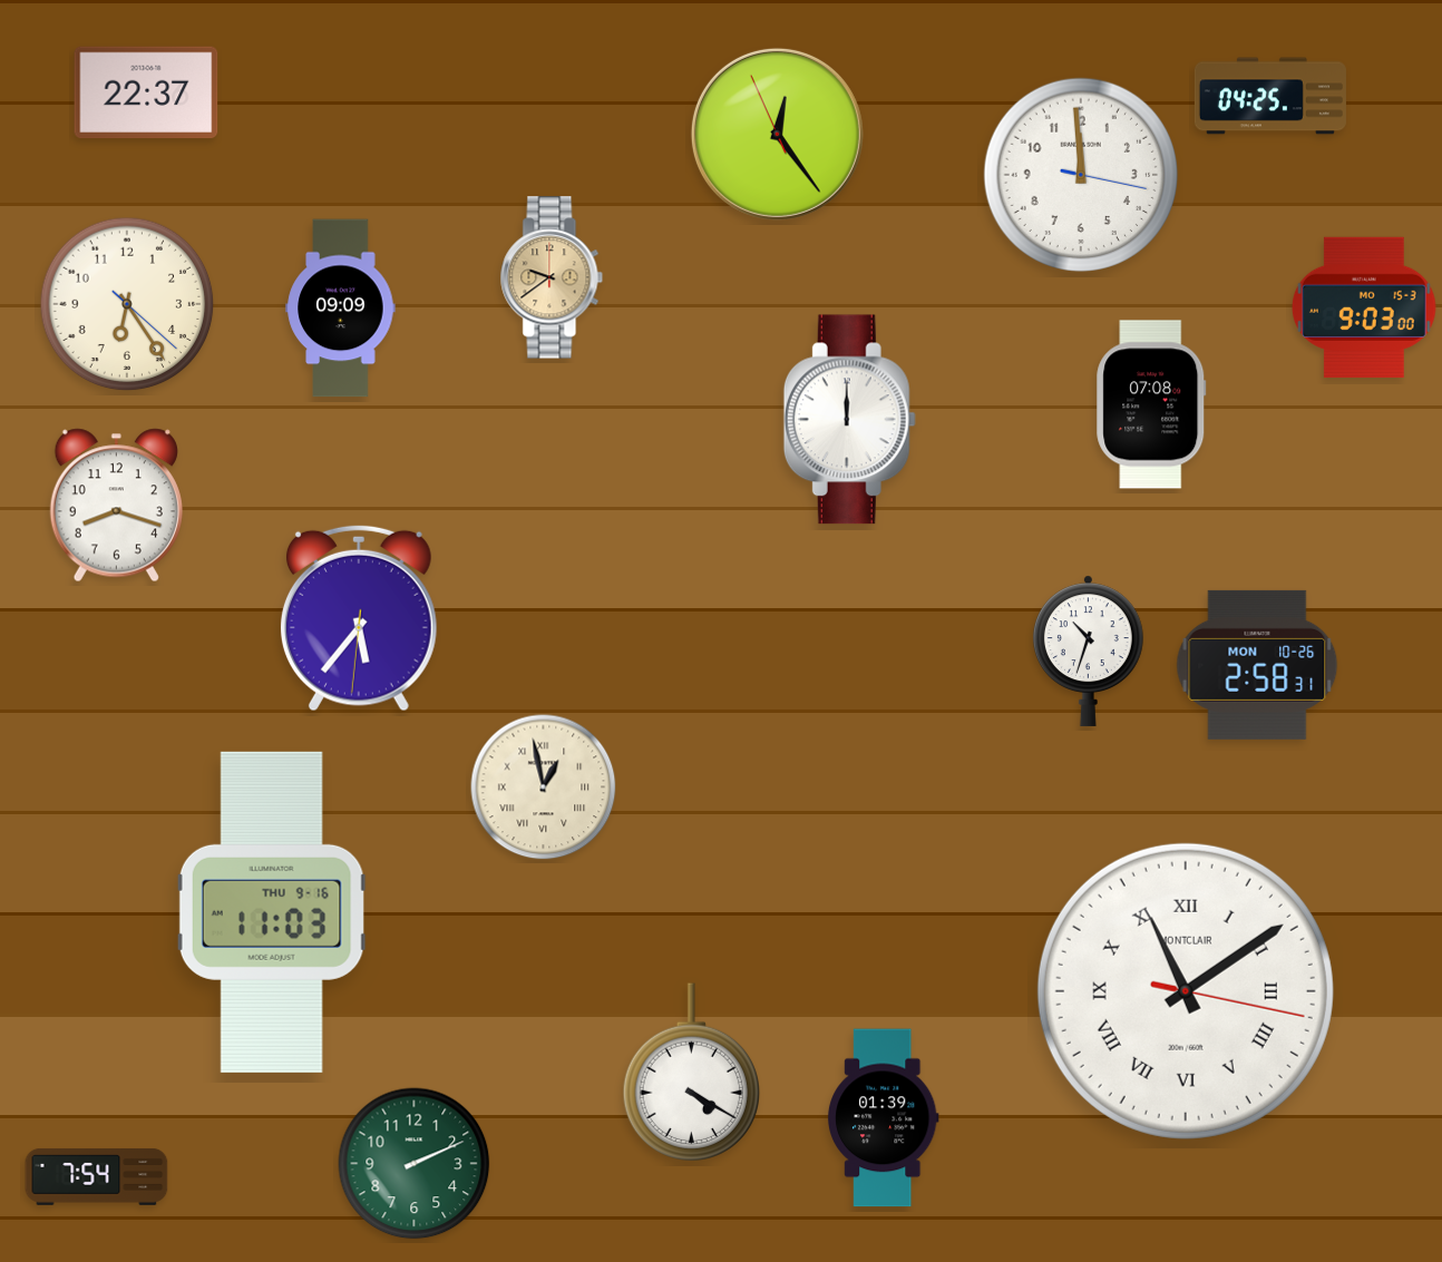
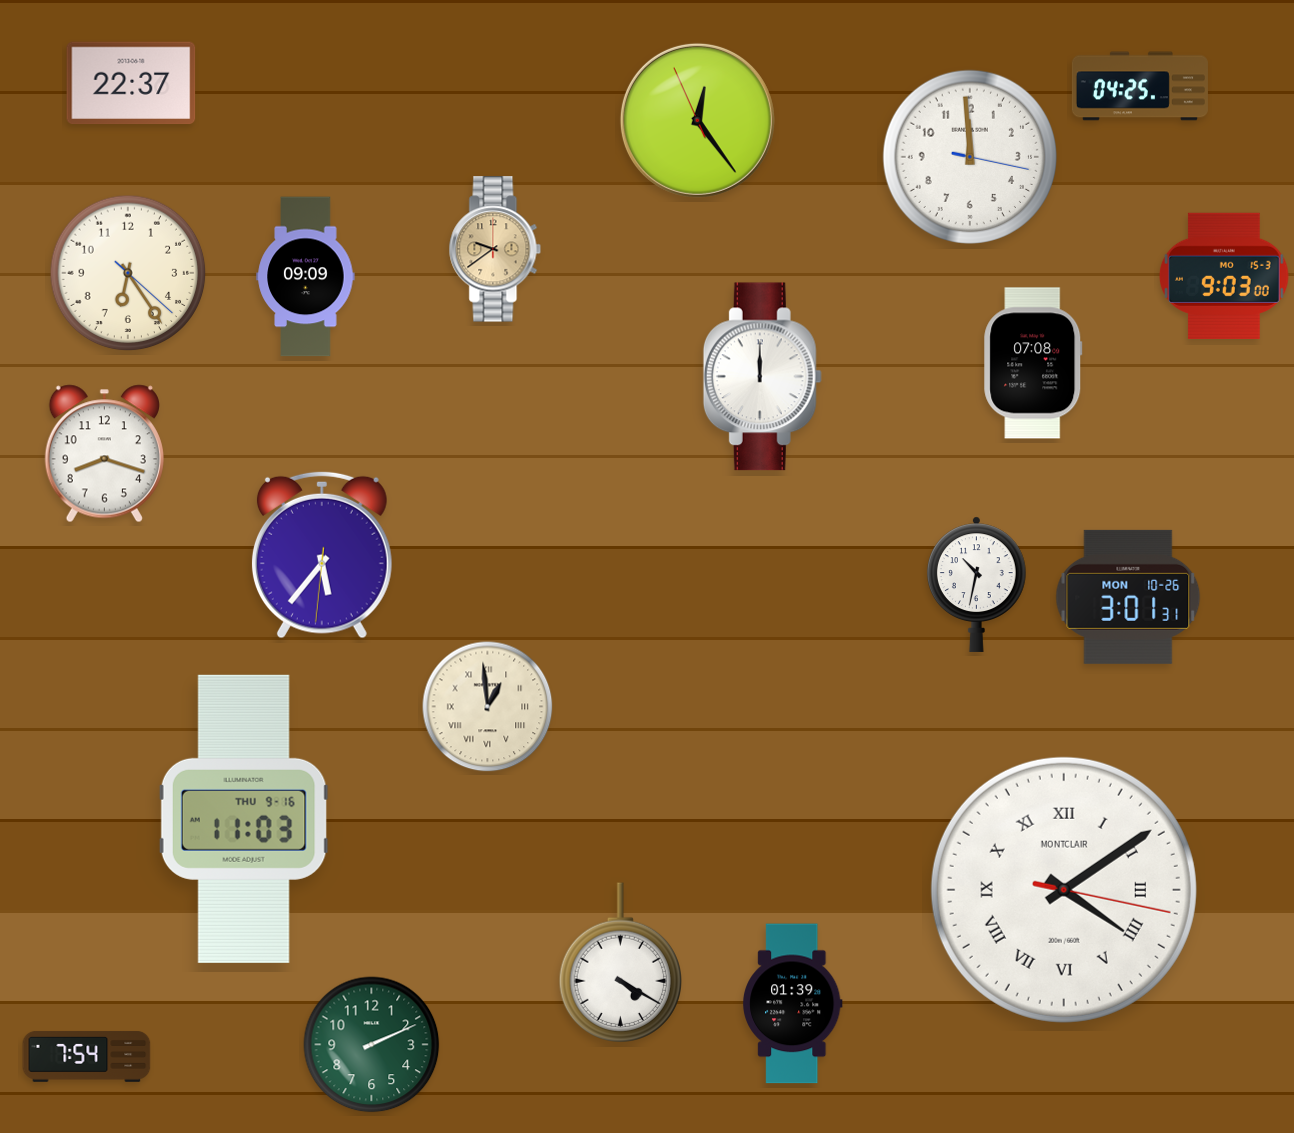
clock at (127, 304) position: (127, 304) -> (128, 273)
clock at (1088, 650): 10:33 -> 10:32
clock at (1257, 665): 2:58 -> 3:01
clock at (544, 787): 12:58 -> 12:59
clock at (1186, 991): 11:09 -> 4:09
